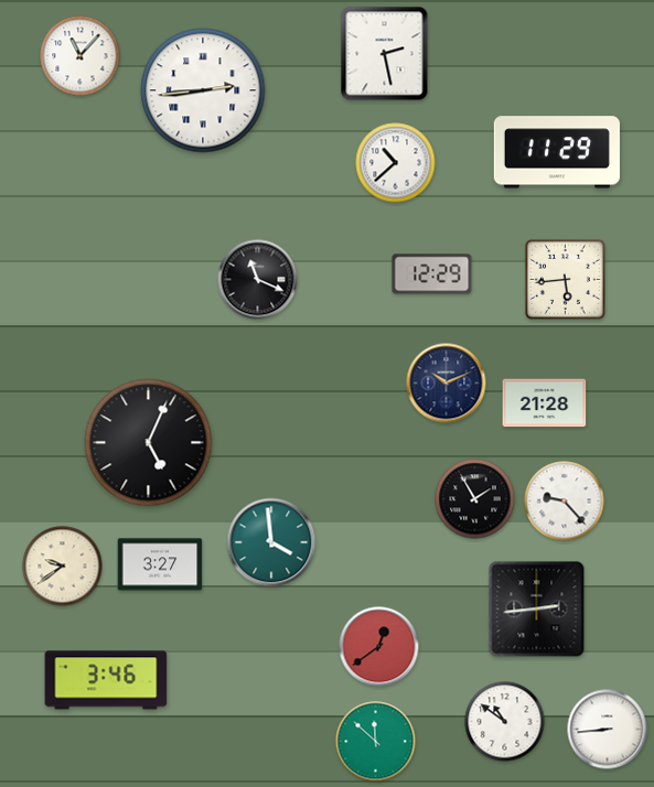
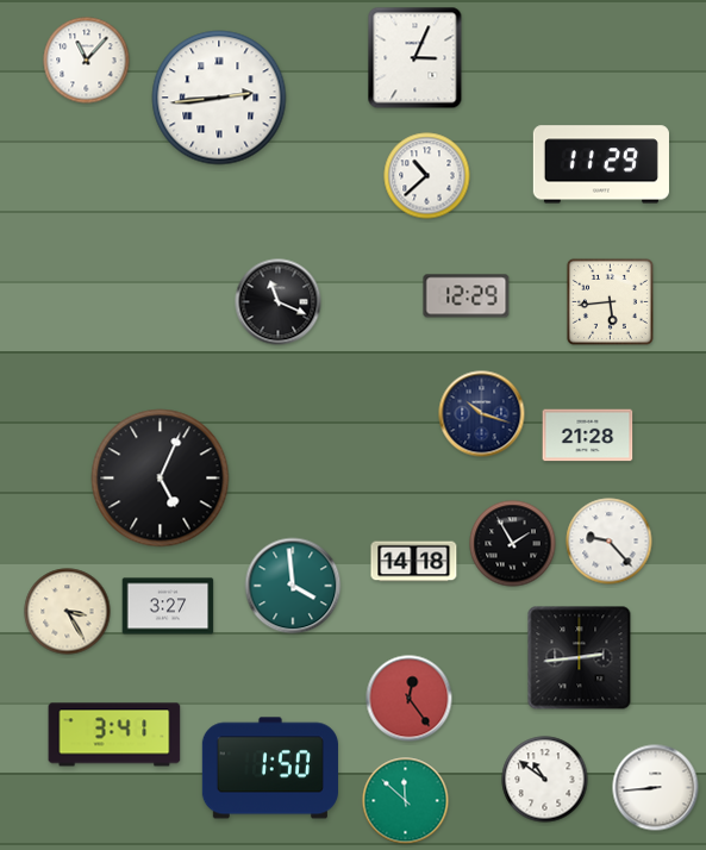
clock at (385, 54): 2:28 -> 3:04
clock at (447, 384): 10:11 -> 10:18
clock at (475, 499) position: (475, 499) -> (513, 544)
clock at (414, 562): none -> 14:18
clock at (160, 564) position: (160, 564) -> (168, 606)
clock at (63, 567): 9:39 -> 3:25
clock at (379, 647): 12:39 -> 12:24
clock at (106, 680): 3:46 -> 3:41
clock at (270, 768): none -> 1:50
